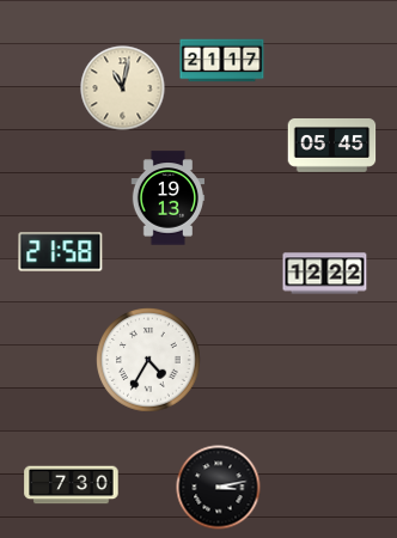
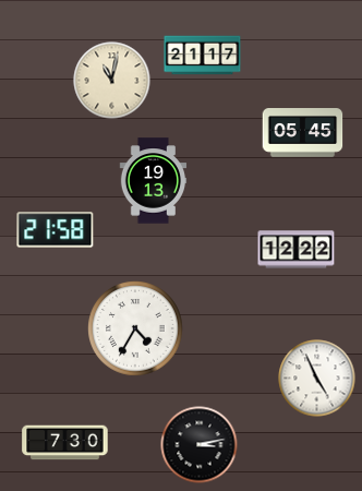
clock at (317, 379): none -> 4:56
